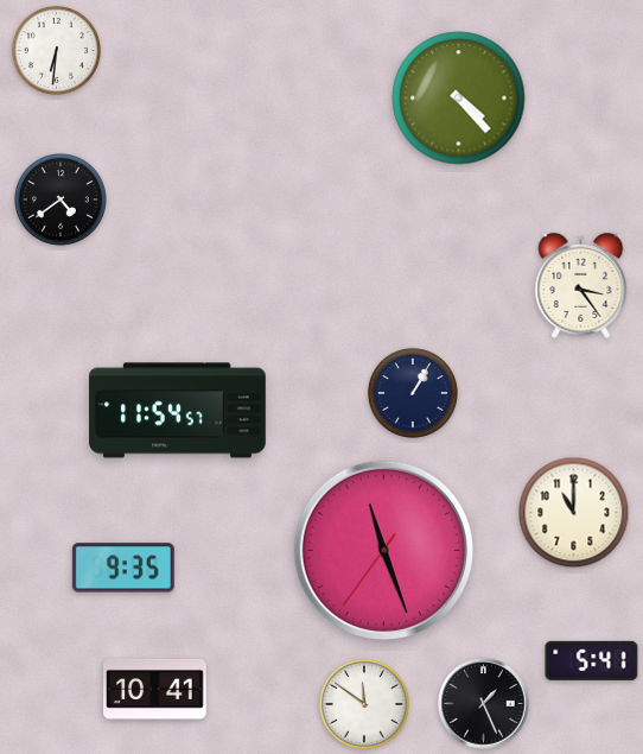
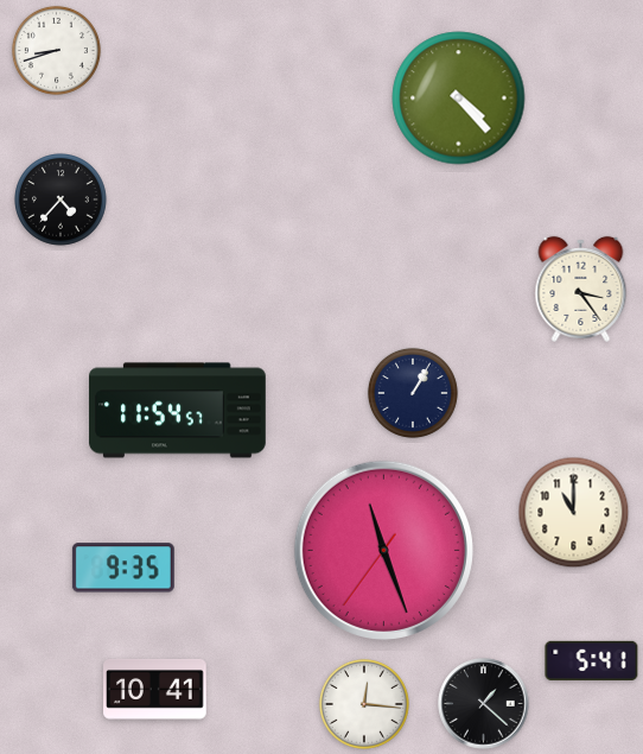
clock at (56, 50): 6:31 -> 8:42
clock at (62, 201): 4:39 -> 4:37
clock at (581, 285) position: (581, 285) -> (581, 289)
clock at (364, 704): 11:51 -> 12:16
clock at (484, 704): 1:26 -> 1:22
